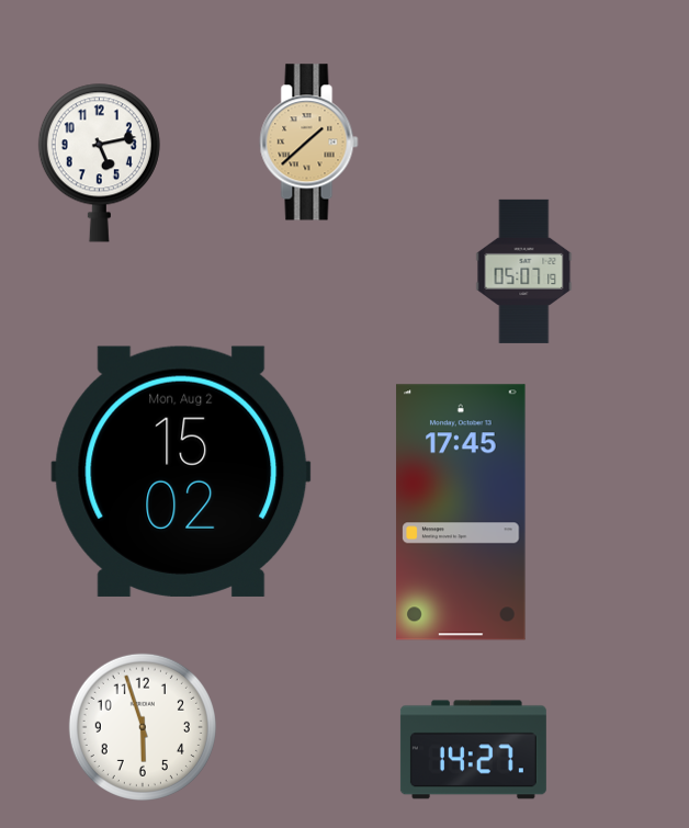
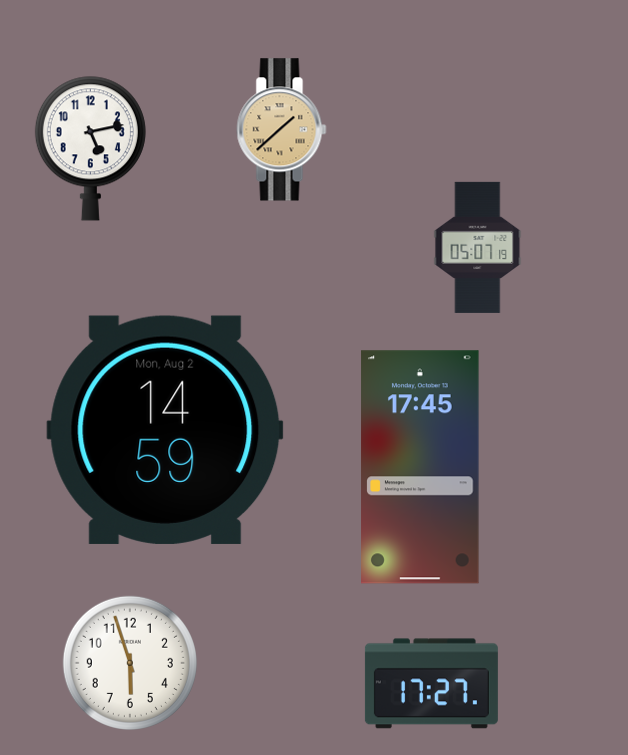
clock at (181, 472): 15:02 -> 14:59
clock at (473, 750): 14:27 -> 17:27
